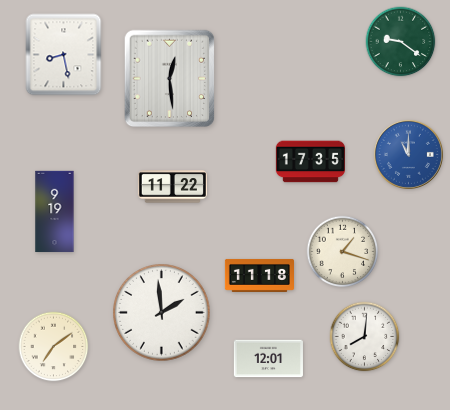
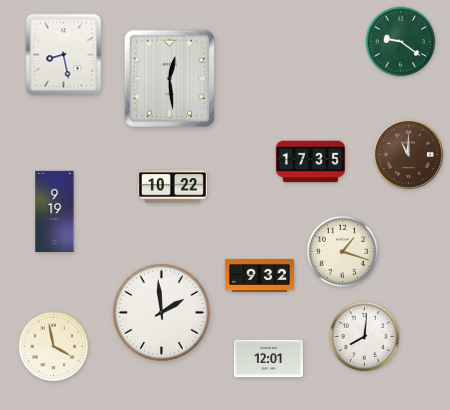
clock at (408, 154) dial: blue -> brown
clock at (172, 187): 11:22 -> 10:22
clock at (259, 275): 11:18 -> 9:32
clock at (54, 347): 7:09 -> 3:58
